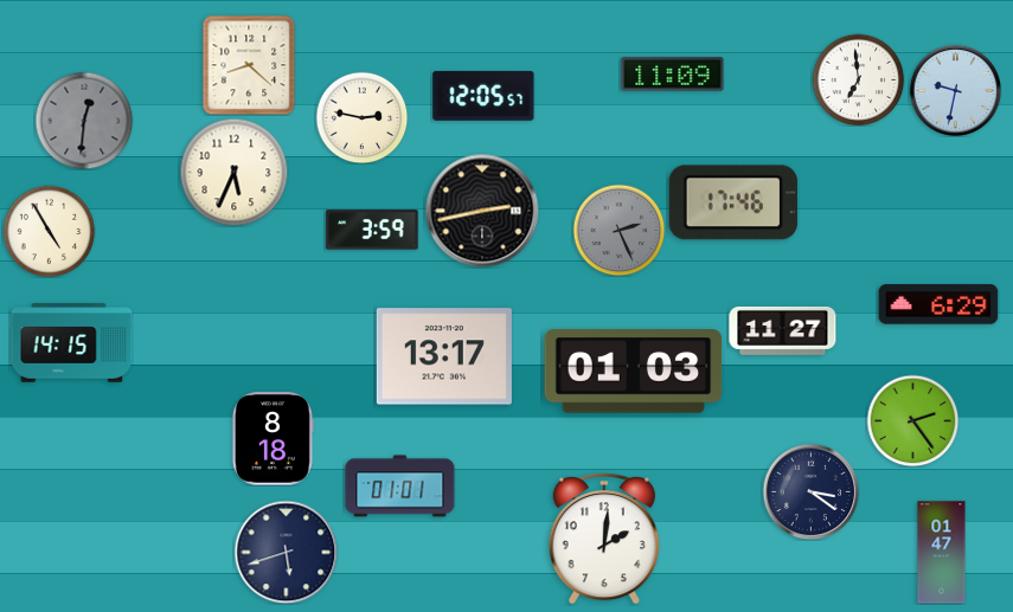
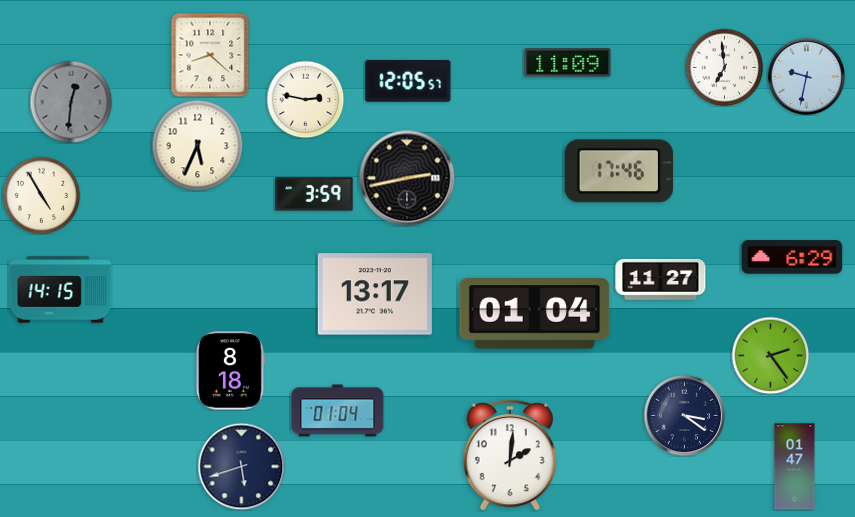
clock at (618, 230): 2:26 -> none
clock at (444, 356) position: (444, 356) -> (375, 294)
clock at (634, 372): 01:03 -> 01:04
clock at (400, 487): 01:01 -> 01:04
